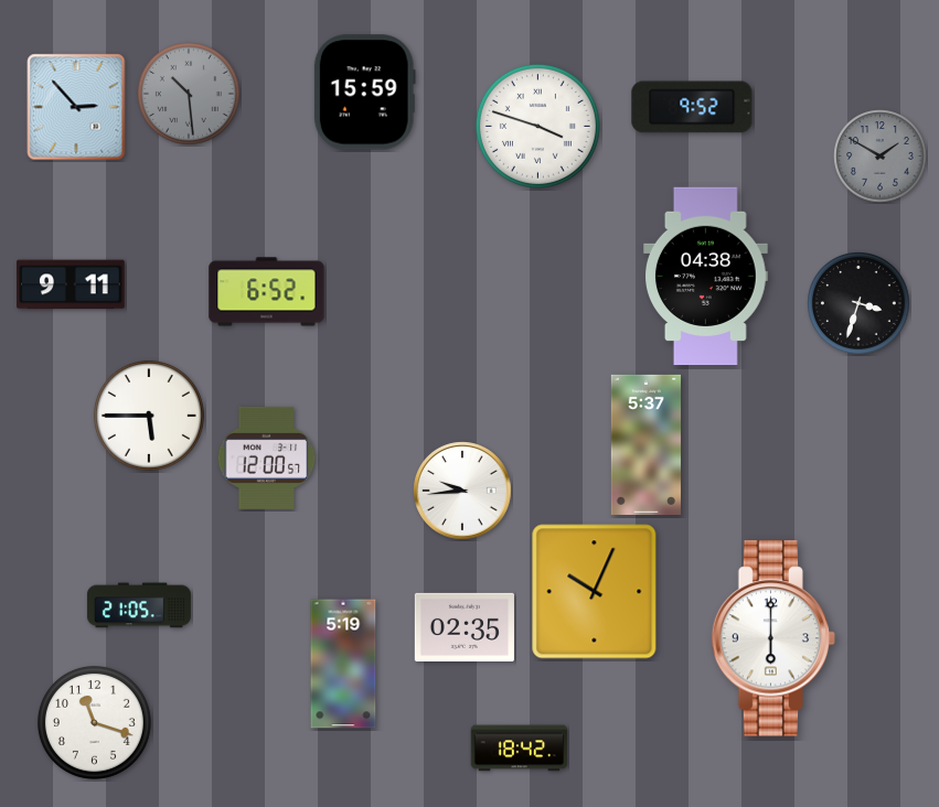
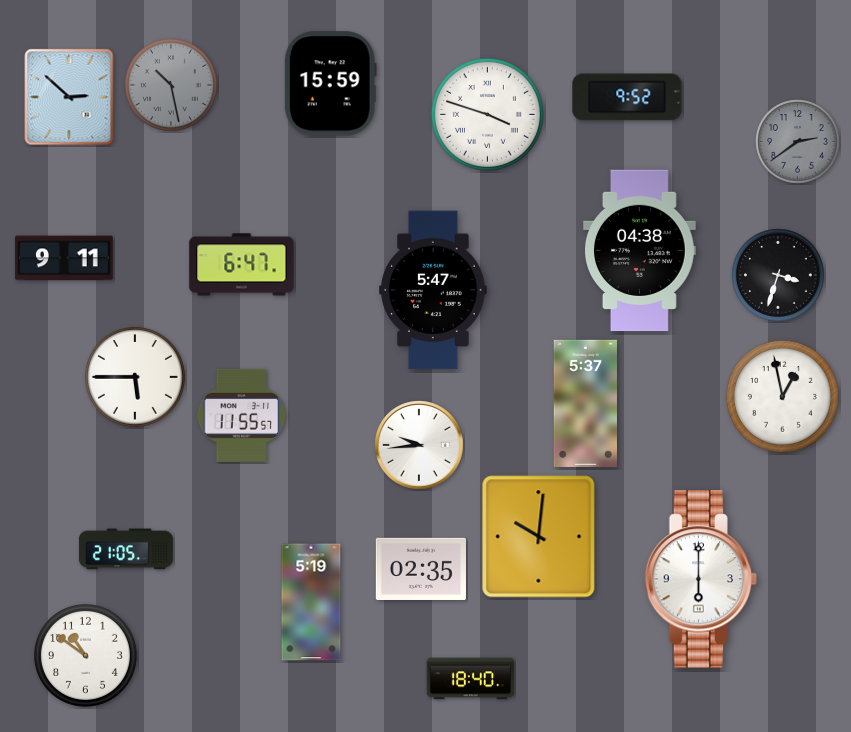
clock at (190, 95): 10:29 -> 10:28
clock at (76, 107): 2:53 -> 2:52
clock at (881, 157): 1:50 -> 2:39
clock at (267, 292): 6:52 -> 6:47
clock at (433, 290): none -> 5:47
clock at (782, 396): none -> 12:58
clock at (267, 458): 12:00 -> 11:55
clock at (595, 592): 10:04 -> 10:01
clock at (94, 722): 11:18 -> 10:51
clock at (520, 749): 18:42 -> 18:40
